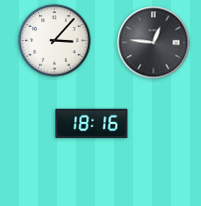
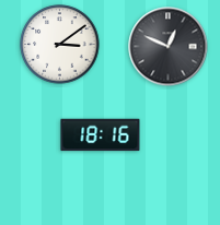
clock at (55, 41): 3:07 -> 3:09
clock at (154, 43): 12:46 -> 12:49
